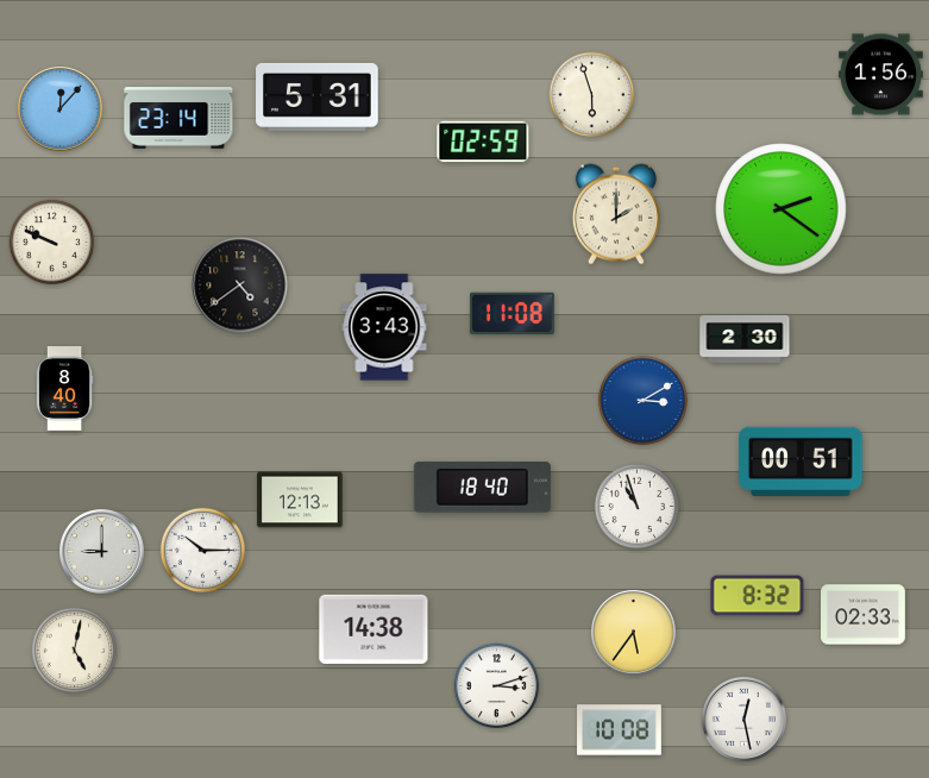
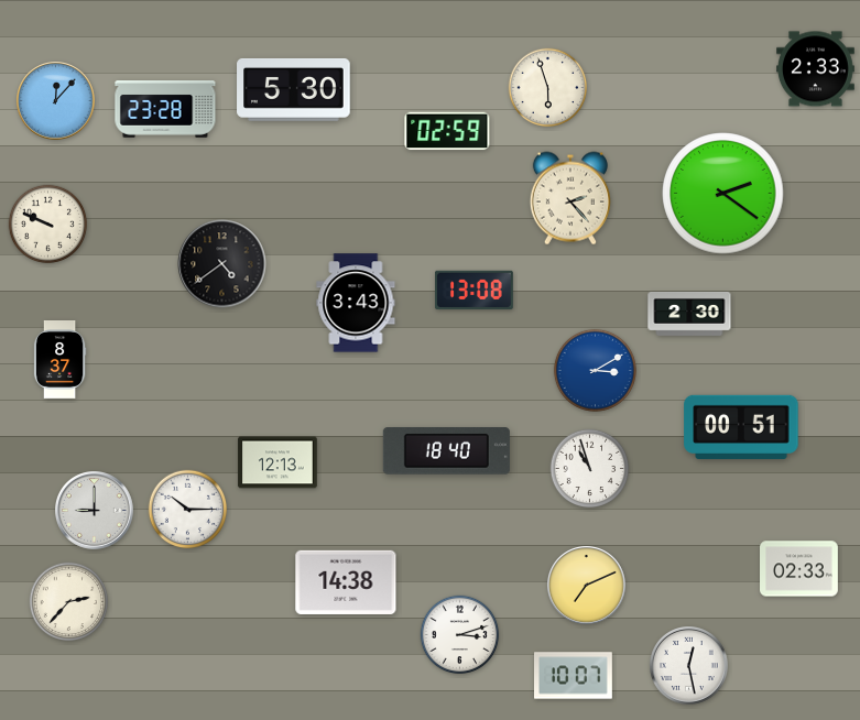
clock at (881, 75): 1:56 -> 2:33
clock at (318, 96): 5:31 -> 5:30
clock at (178, 118): 23:14 -> 23:28
clock at (616, 214): 2:00 -> 2:23
clock at (513, 314): 11:08 -> 13:08
clock at (64, 389): 8:40 -> 8:37
clock at (758, 596): 8:32 -> none
clock at (634, 633): 5:36 -> 7:11
clock at (75, 651): 5:02 -> 2:37
clock at (620, 730): 10:08 -> 10:07
